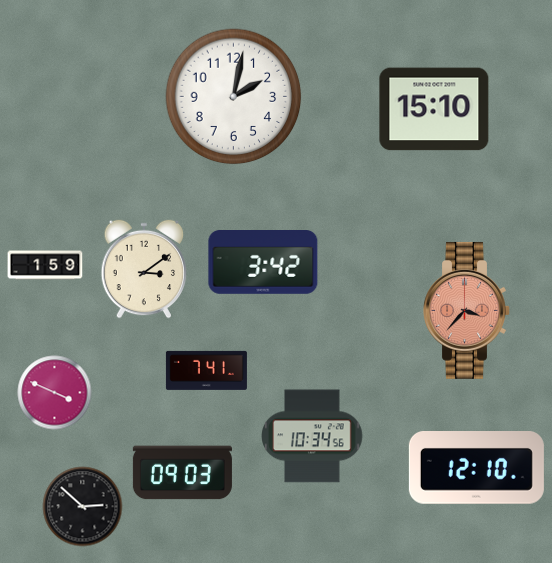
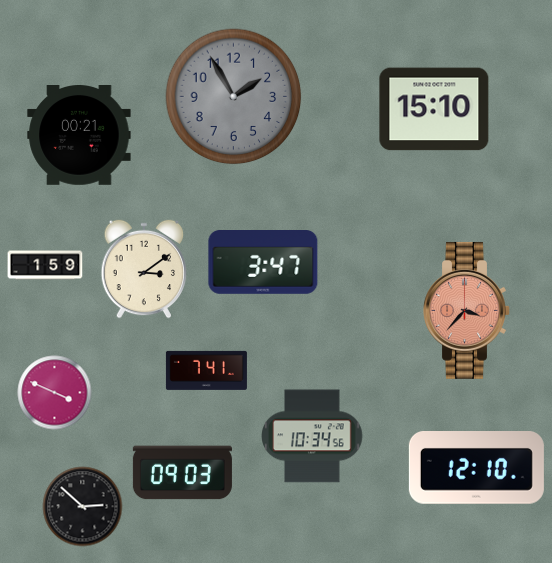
clock at (234, 97): 2:02 -> 1:55
clock at (234, 97) dial: white -> grey
clock at (79, 136): none -> 00:21
clock at (263, 263): 3:42 -> 3:47
